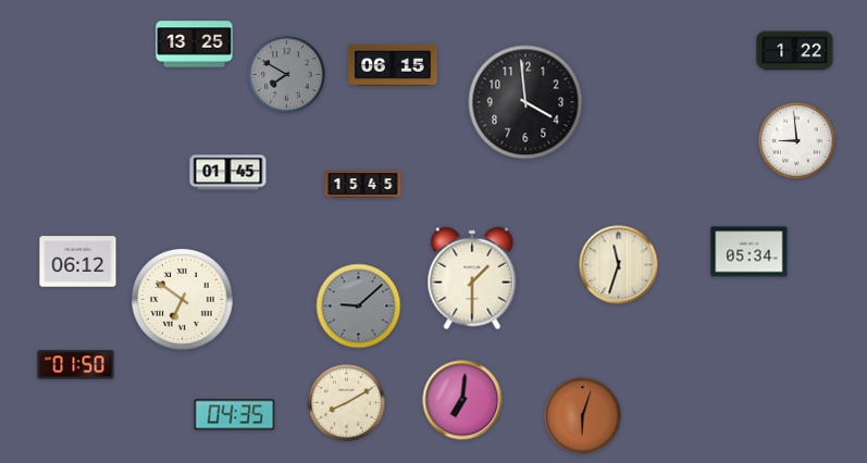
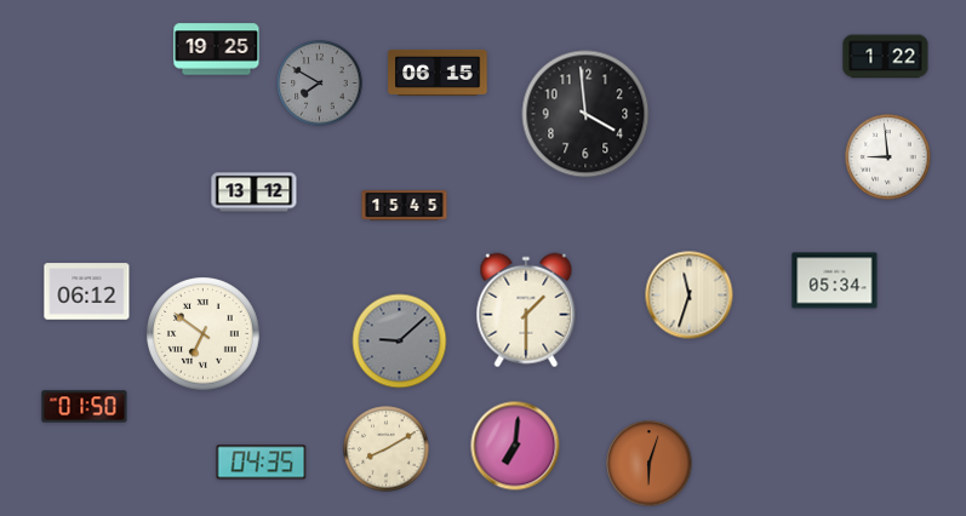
clock at (195, 45): 13:25 -> 19:25
clock at (228, 173): 01:45 -> 13:12
